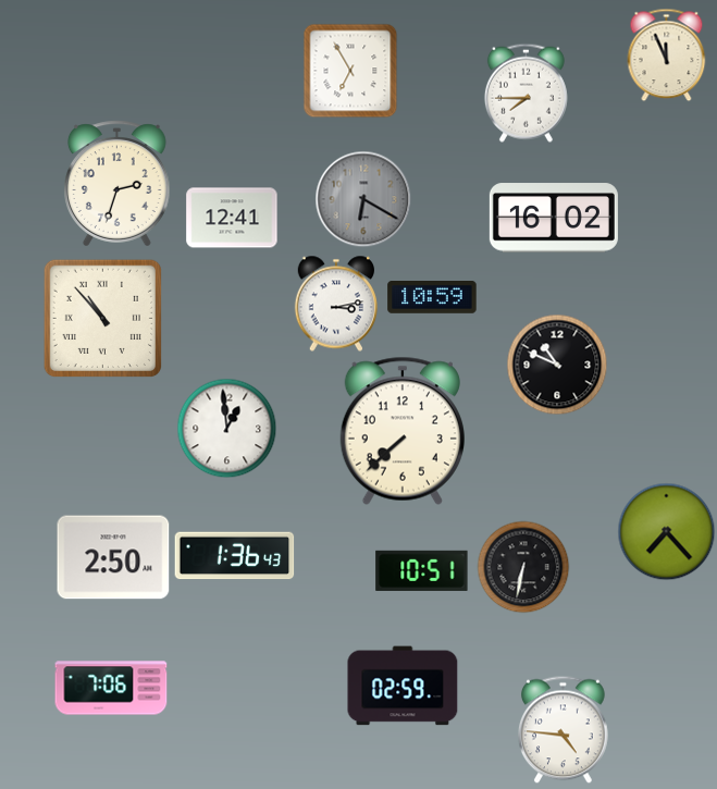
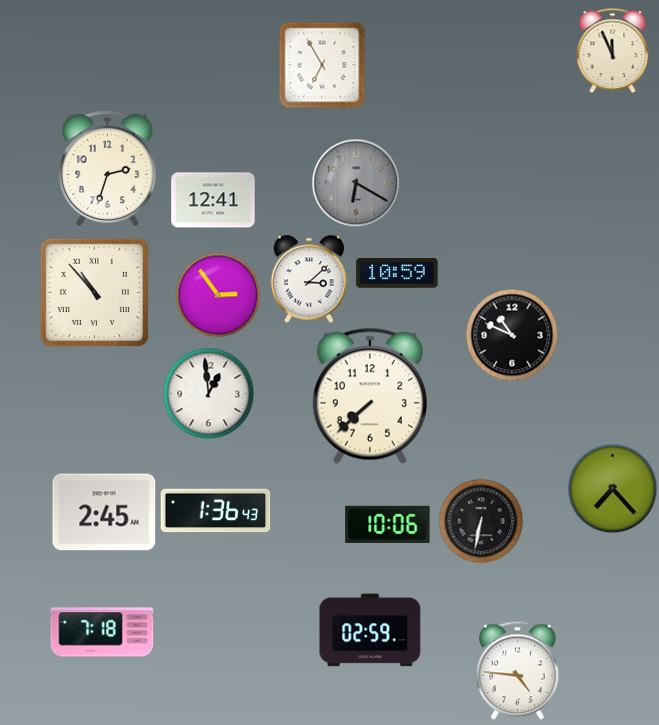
clock at (526, 93): 7:45 -> none
clock at (363, 199) position: (363, 199) -> (356, 183)
clock at (554, 218): 16:02 -> none
clock at (335, 304): 3:13 -> 3:08
clock at (218, 295): none -> 2:54
clock at (113, 557): 2:50 -> 2:45
clock at (422, 570): 10:51 -> 10:06
clock at (111, 688): 7:06 -> 7:18
